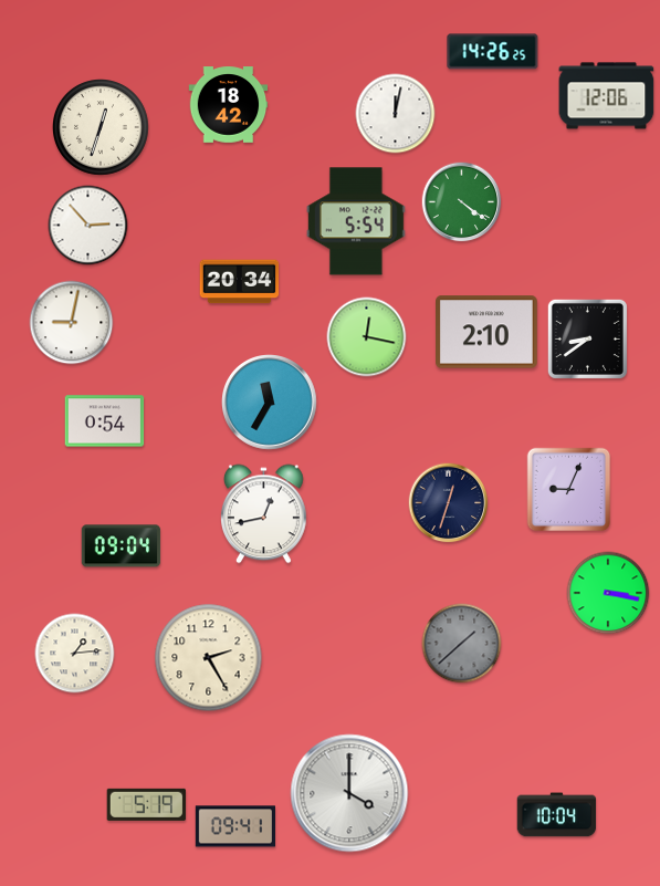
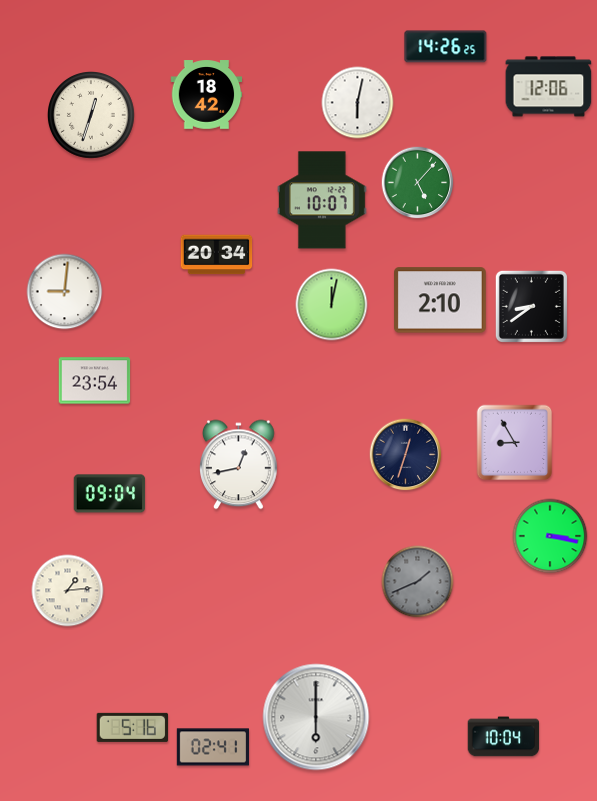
clock at (396, 114): 12:02 -> 6:02
clock at (462, 202): 4:21 -> 5:07
clock at (356, 221): 5:54 -> 10:07
clock at (88, 226): 2:53 -> none
clock at (72, 323): 9:02 -> 9:01
clock at (367, 337): 12:17 -> 12:02
clock at (270, 403): 11:35 -> none
clock at (105, 421): 0:54 -> 23:54
clock at (569, 490): 9:04 -> 8:55
clock at (462, 644): 1:38 -> 1:41
clock at (209, 658): 2:25 -> none
clock at (349, 793): 4:00 -> 6:00
clock at (147, 804): 5:19 -> 5:16
clock at (234, 826): 09:41 -> 02:41
